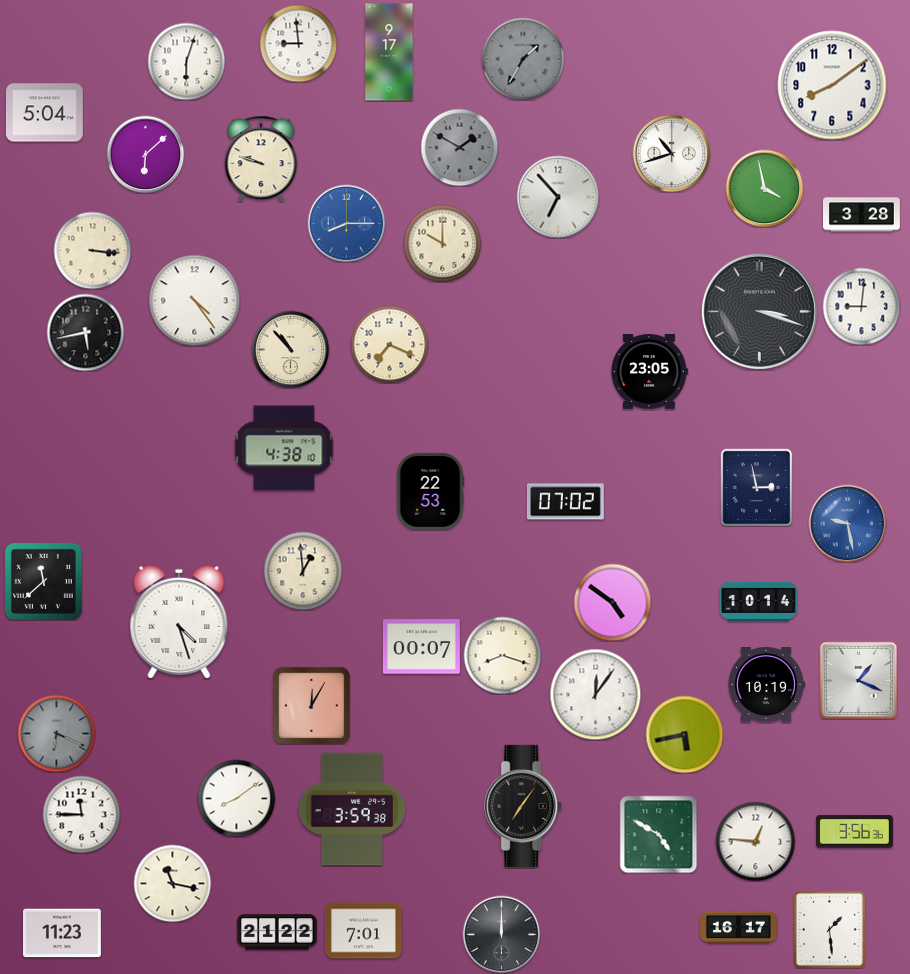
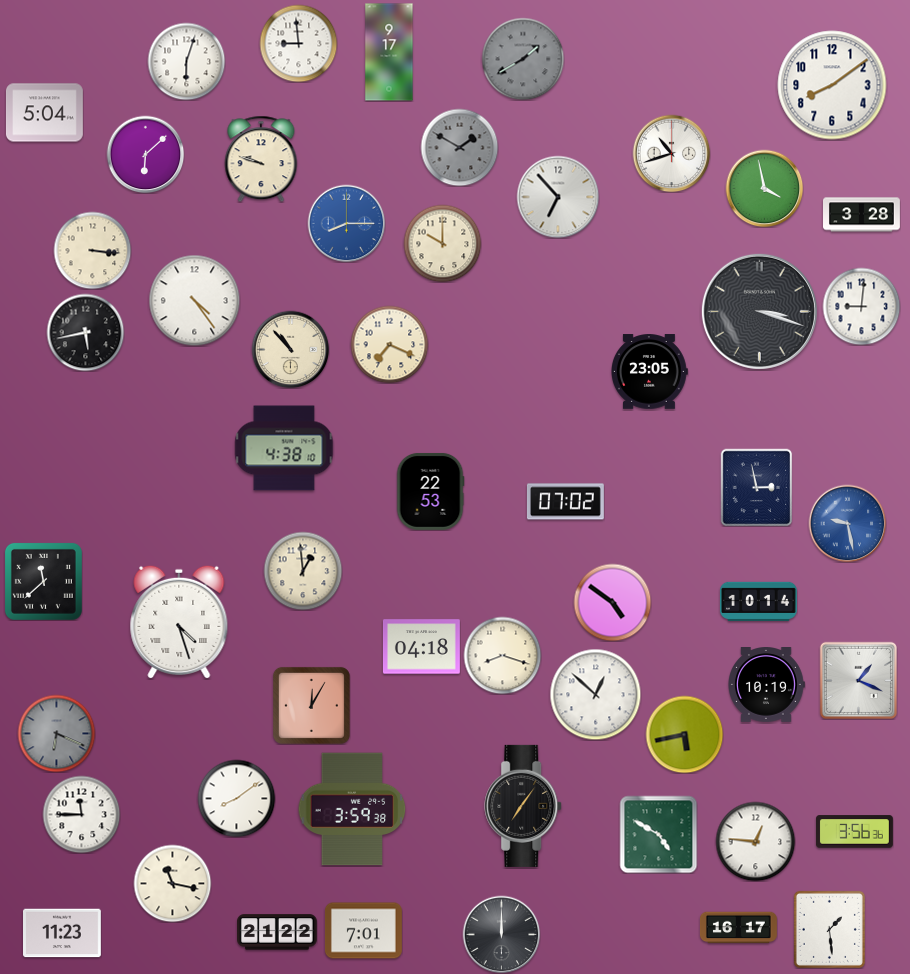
clock at (523, 59): 1:35 -> 1:40
clock at (421, 647): 00:07 -> 04:18
clock at (595, 694): 12:06 -> 12:52
